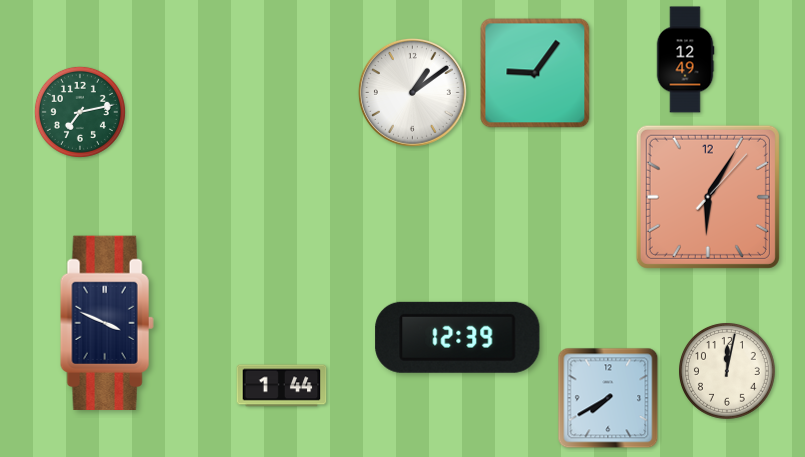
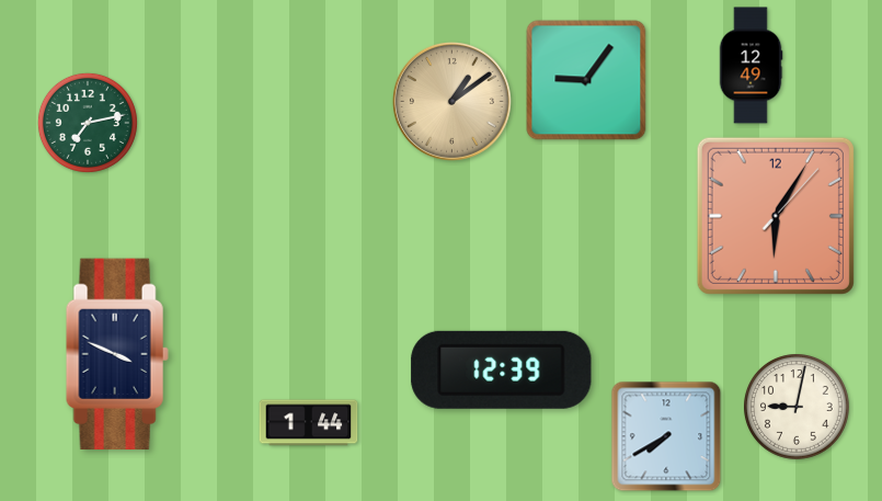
clock at (412, 92) dial: white -> champagne
clock at (728, 372): 12:02 -> 9:02
